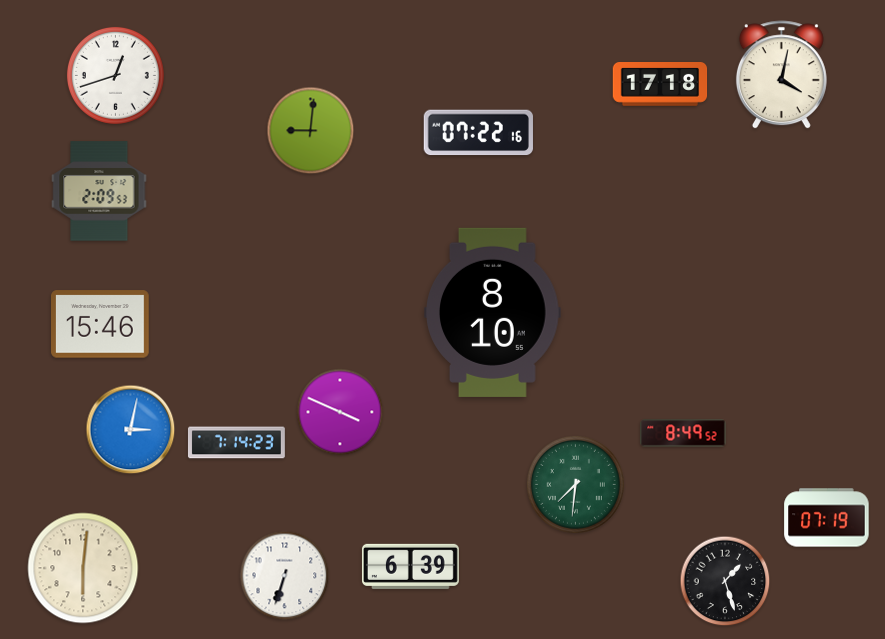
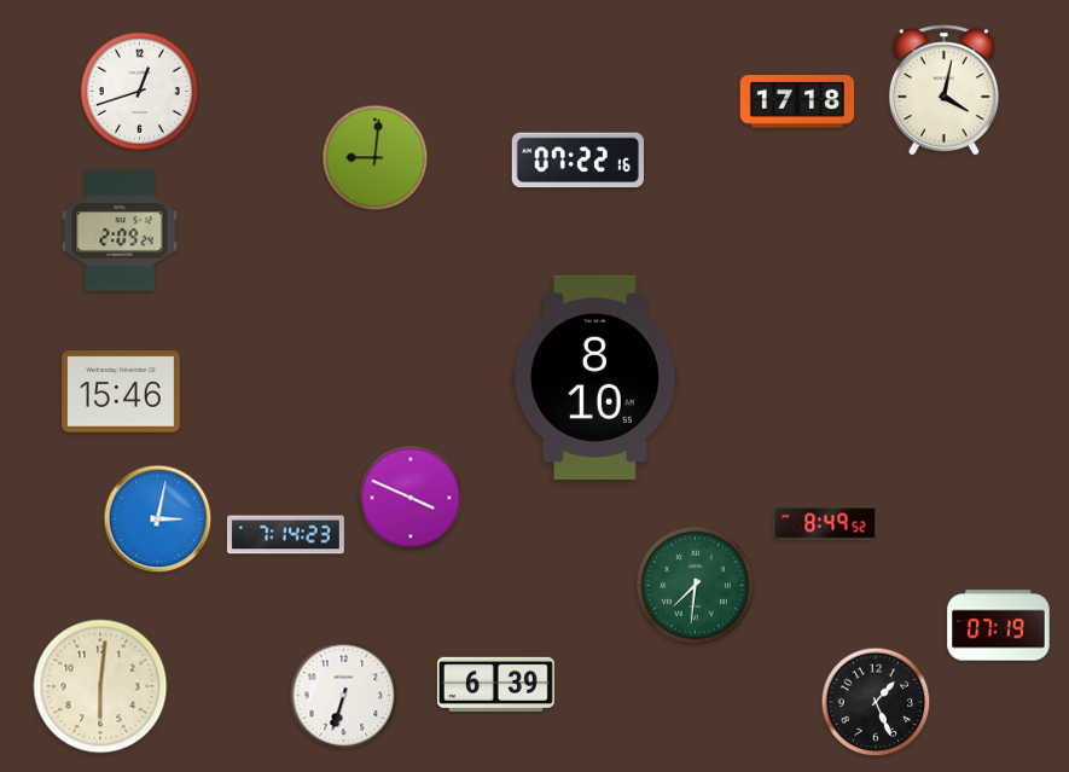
clock at (99, 191): 2:09:53 -> 2:09:24
clock at (725, 581): 1:27 -> 1:26
